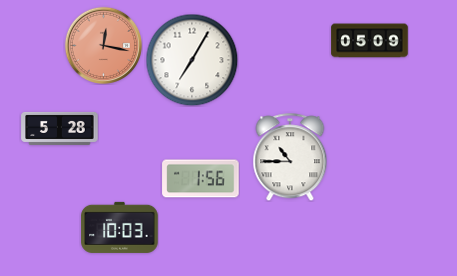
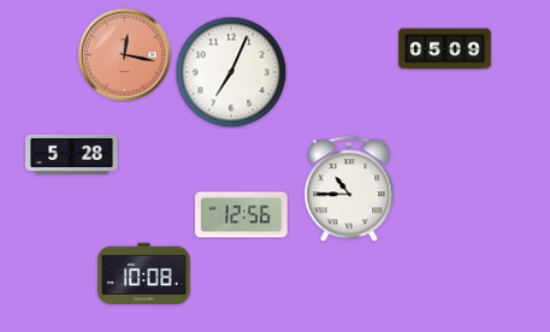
clock at (192, 60): 7:05 -> 7:04
clock at (201, 179): 1:56 -> 12:56
clock at (120, 227): 10:03 -> 10:08
